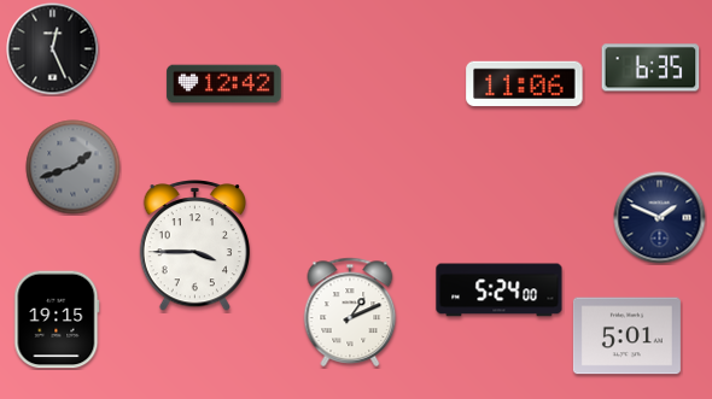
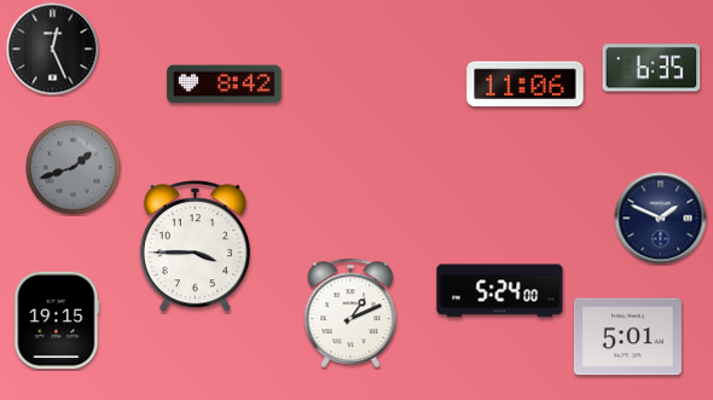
clock at (224, 84): 12:42 -> 8:42
